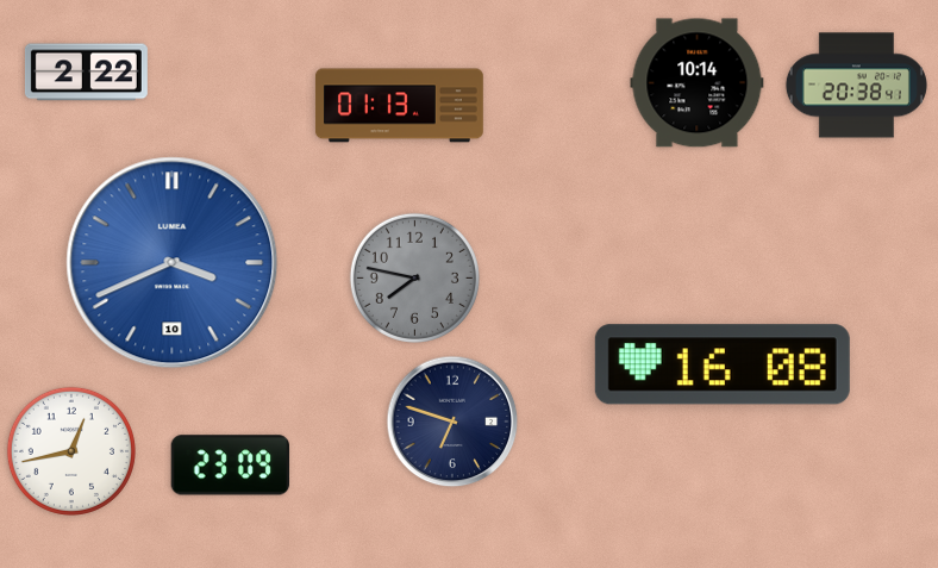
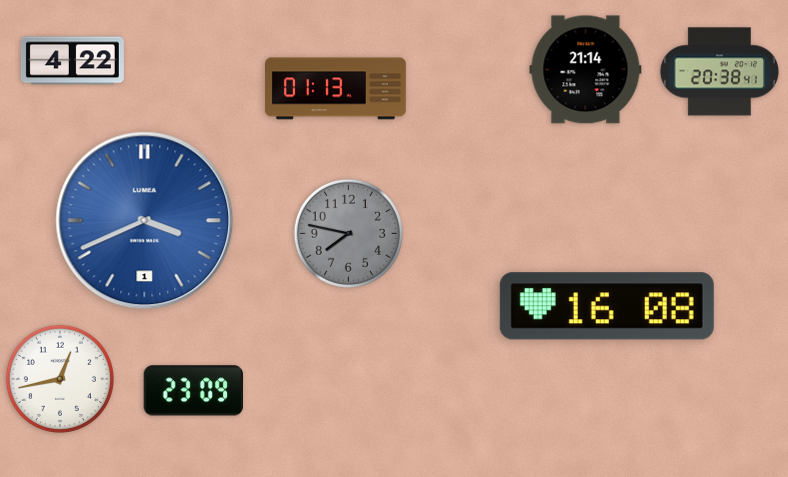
clock at (86, 73): 2:22 -> 4:22
clock at (698, 83): 10:14 -> 21:14
clock at (173, 263) date: 10 -> 1
clock at (452, 422): 6:48 -> none
